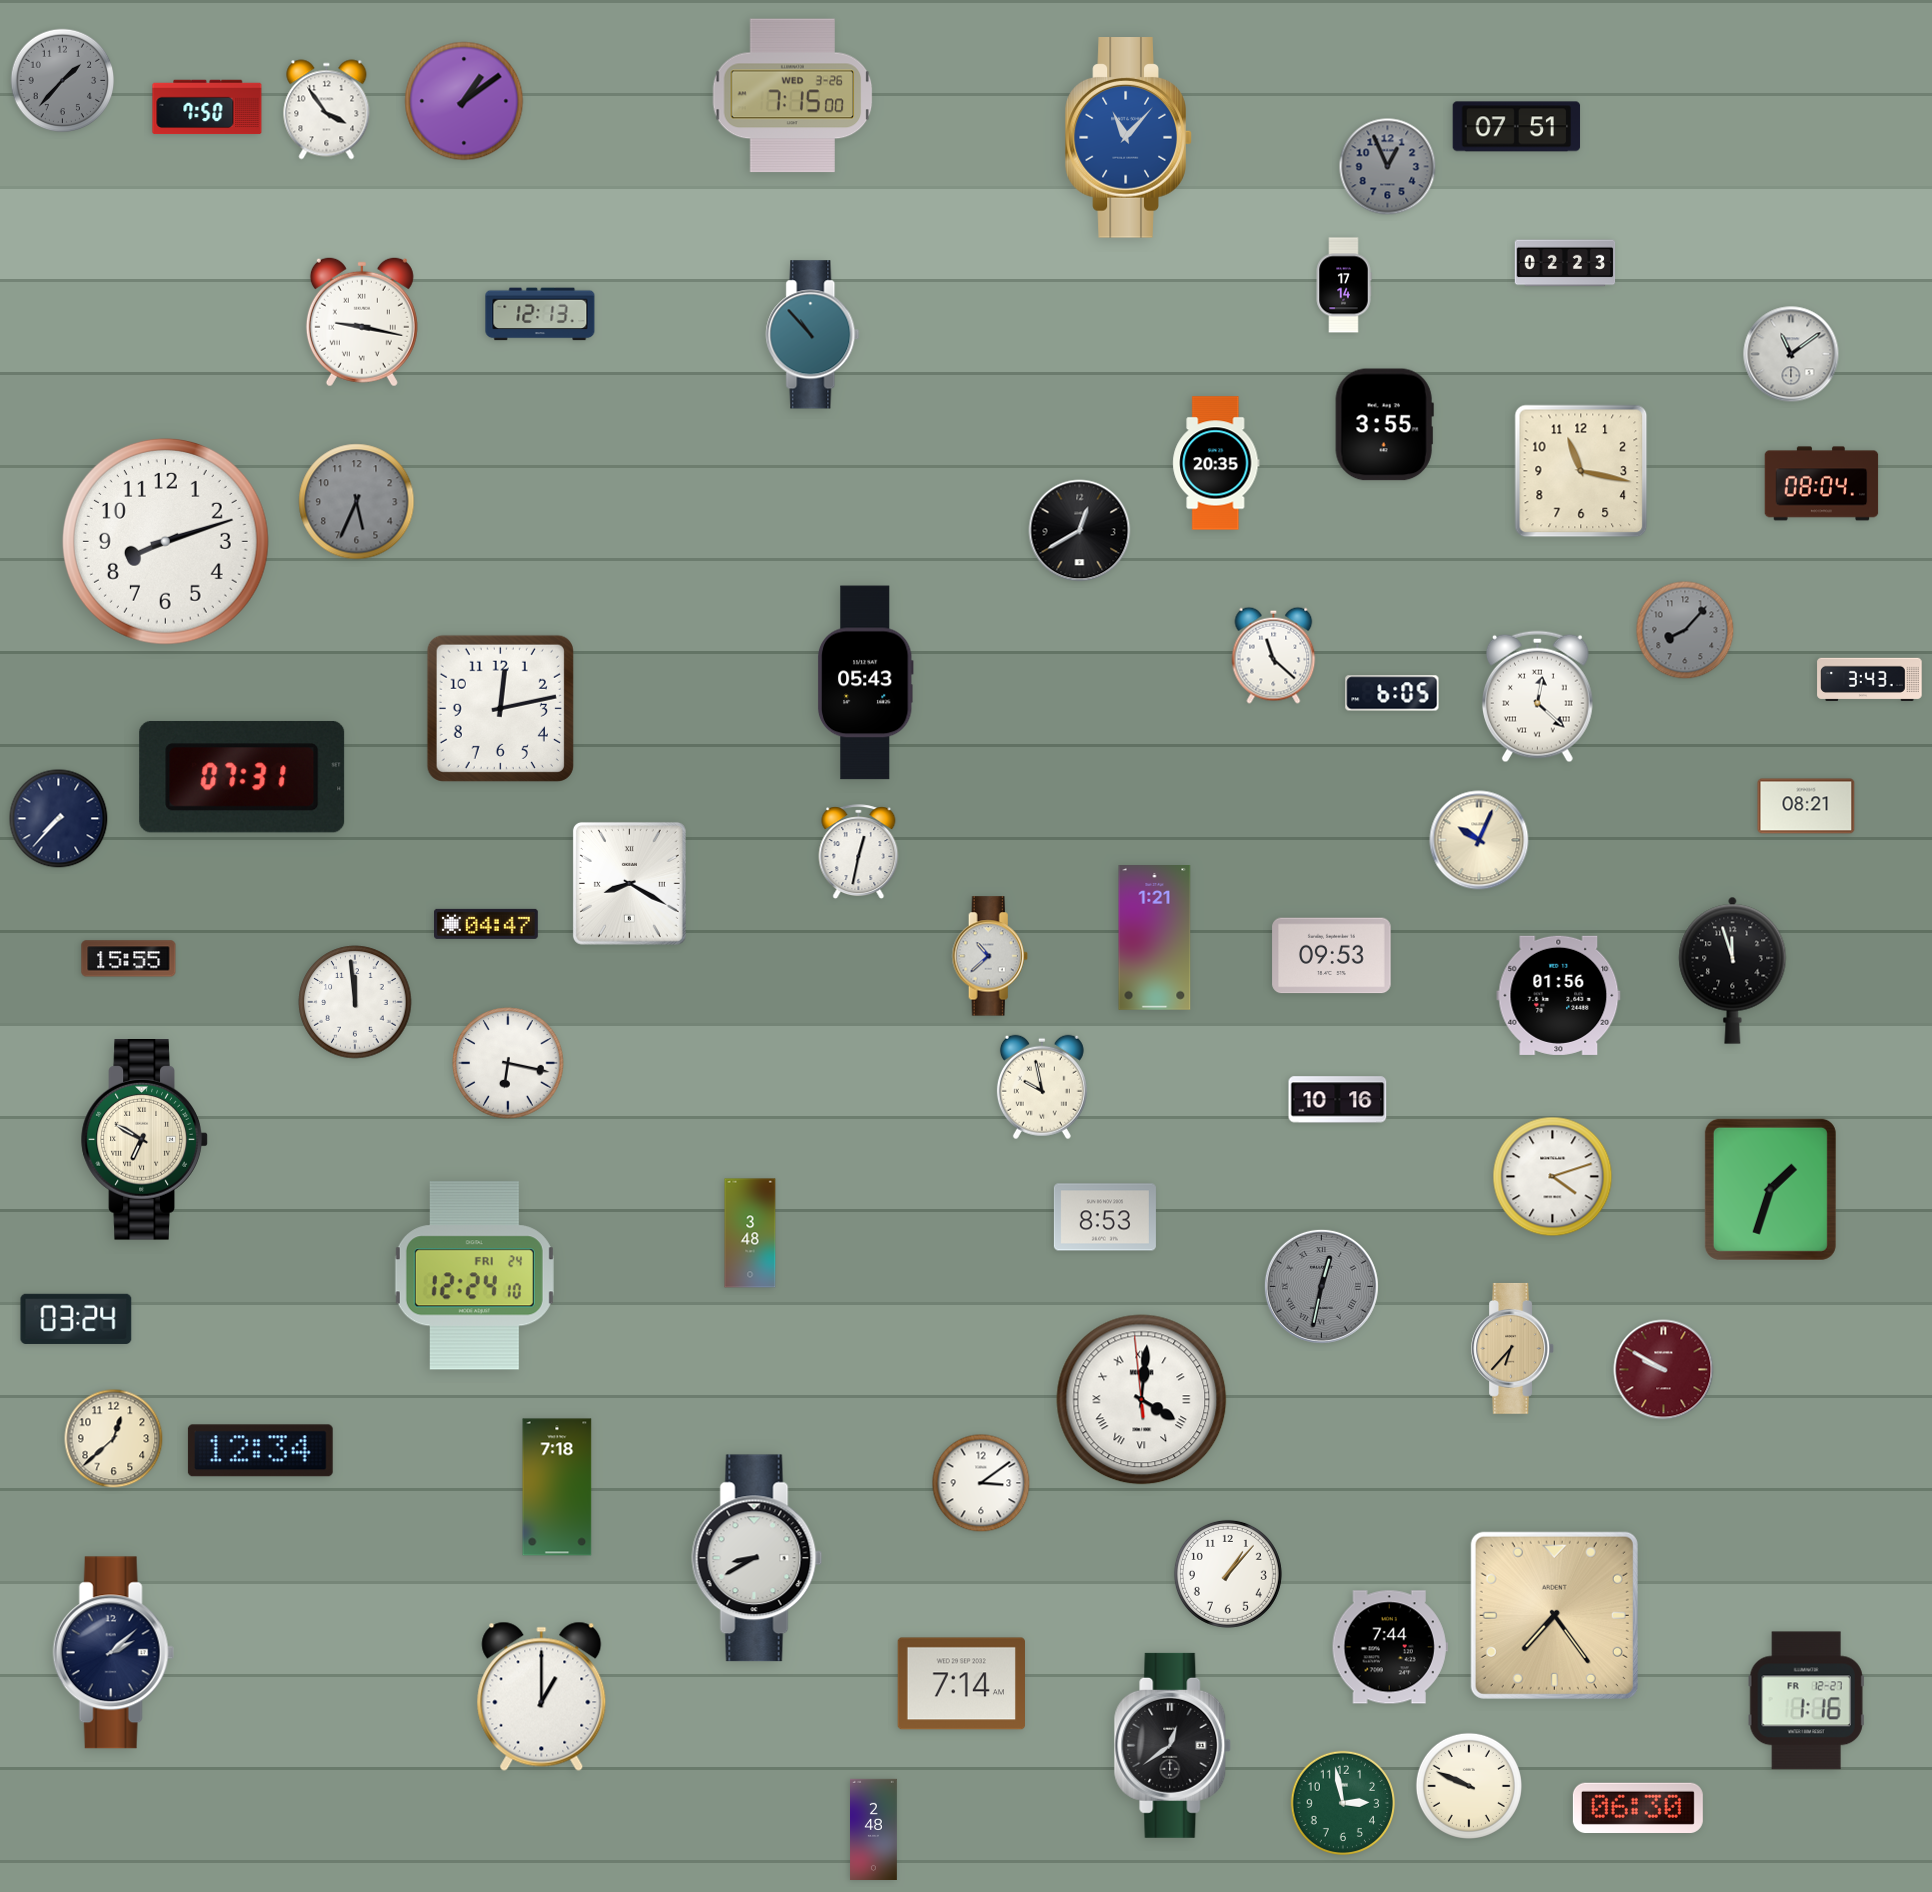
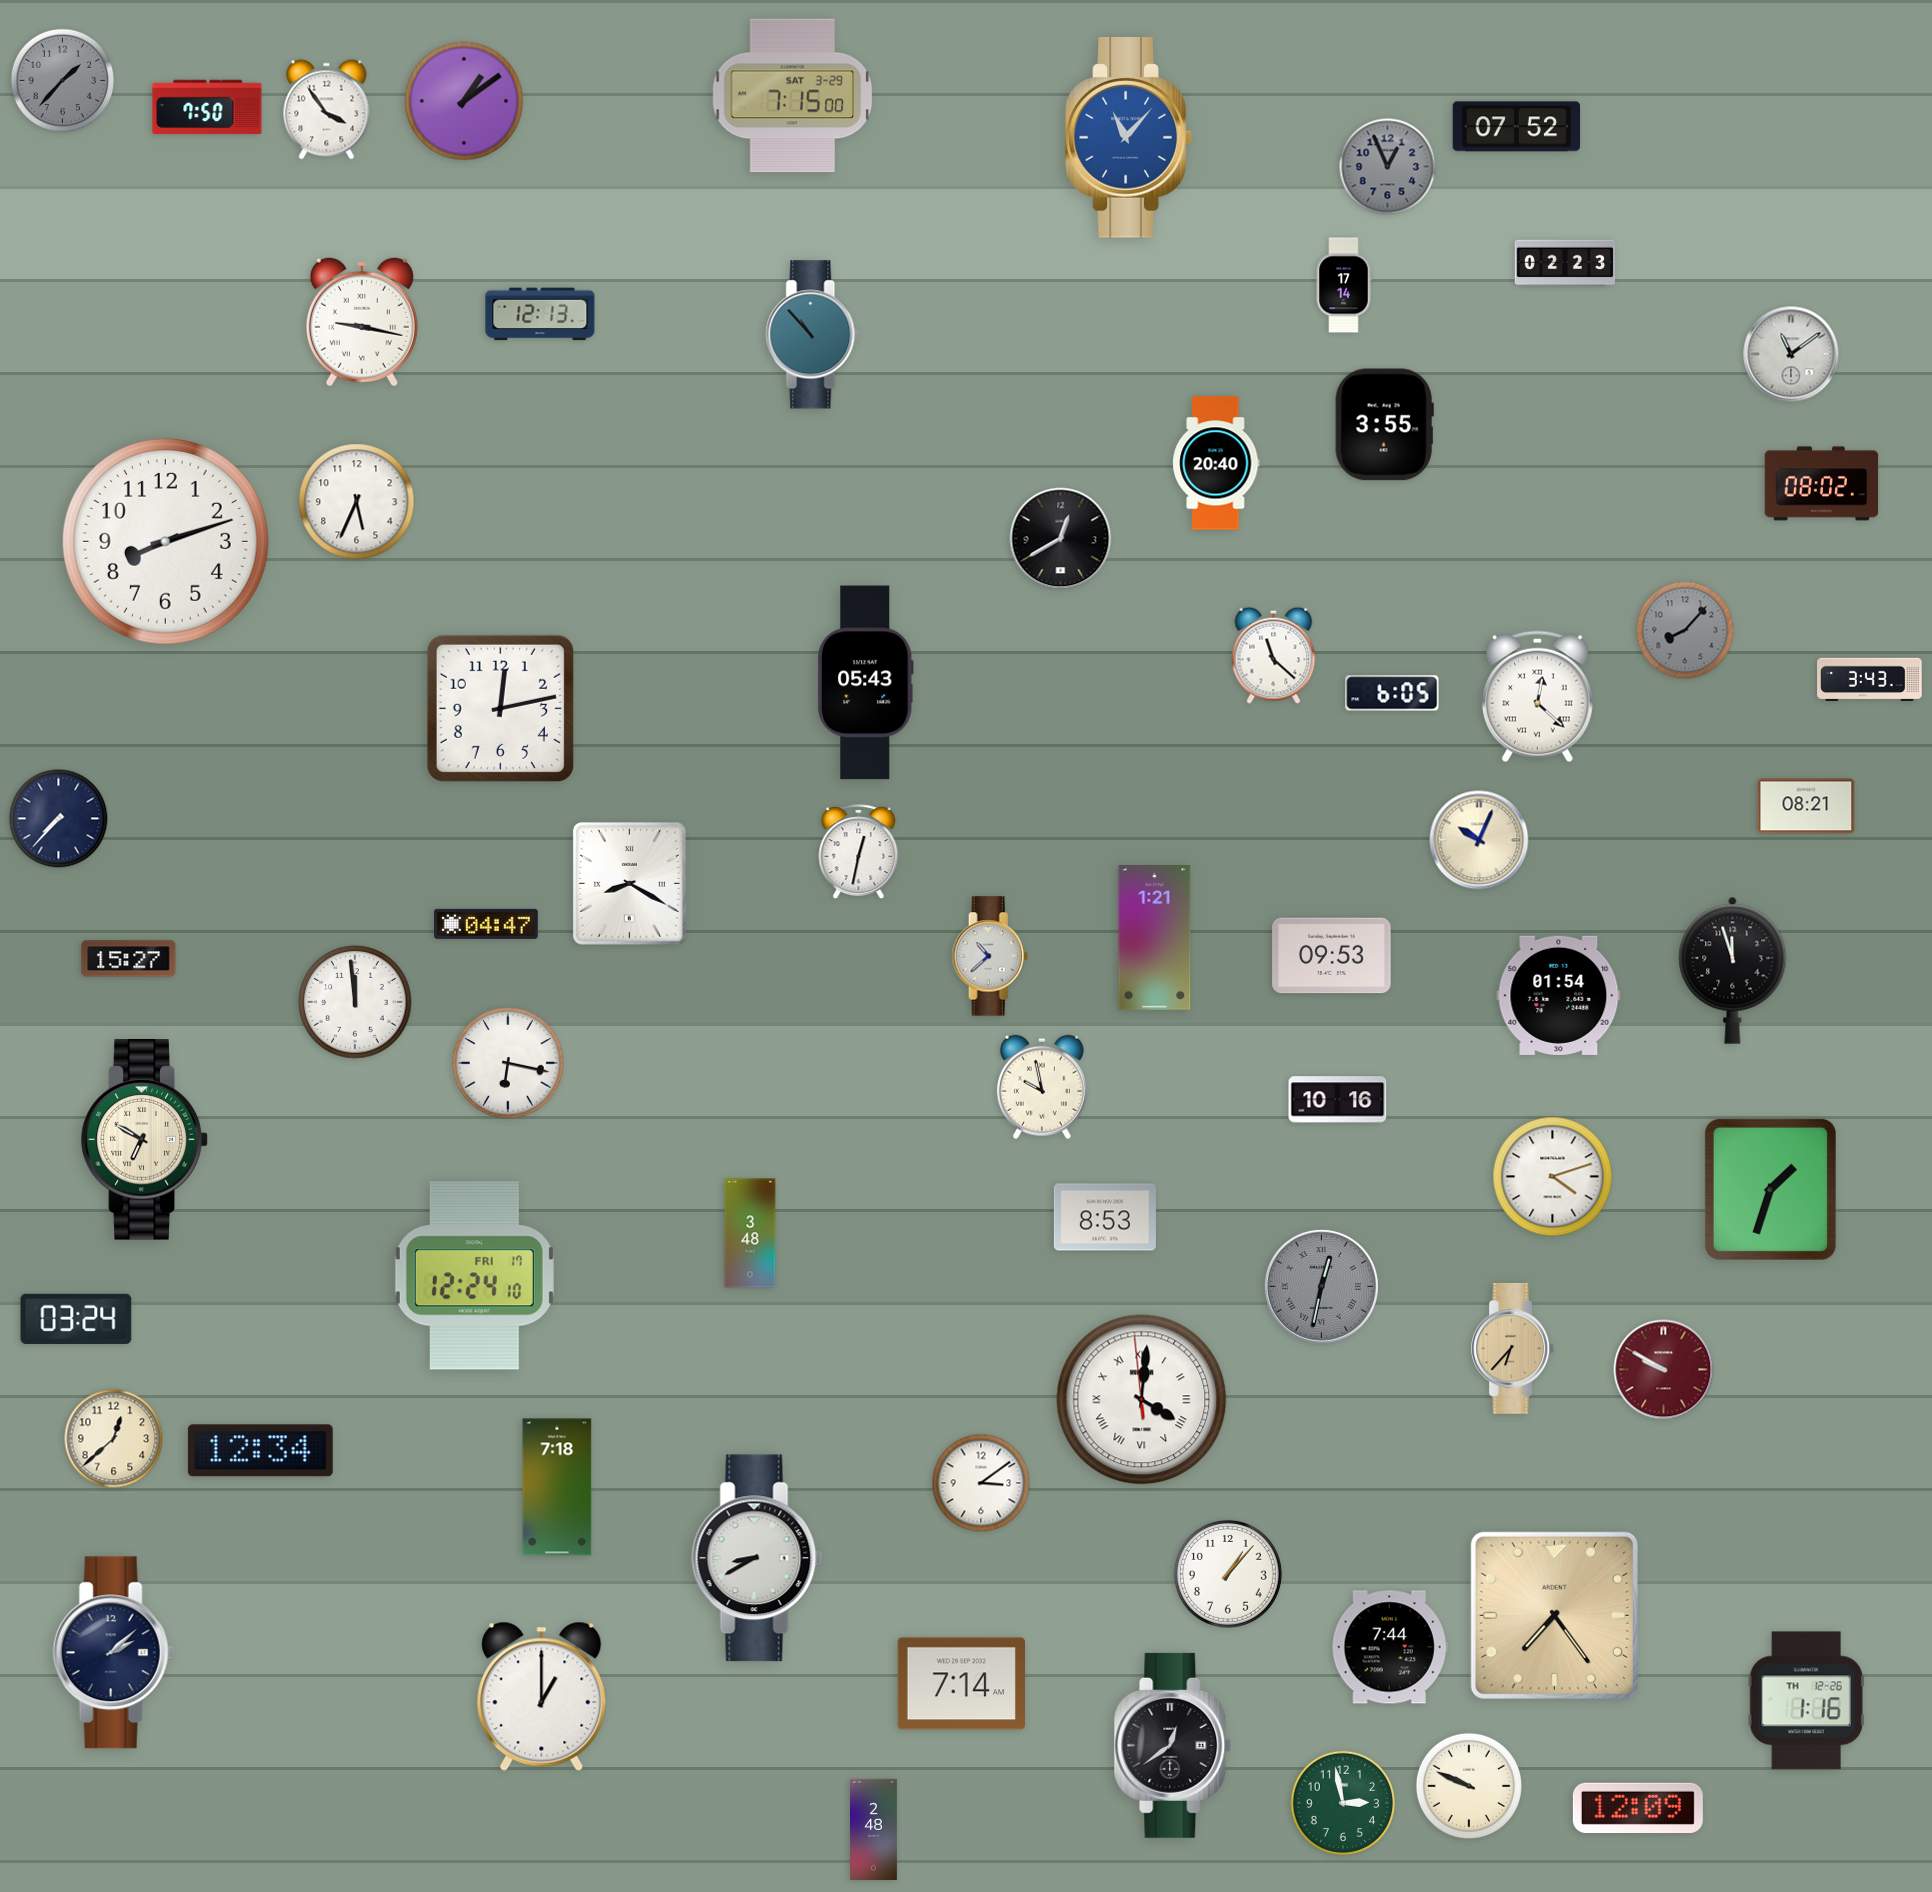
clock at (793, 96) date: WED 3-26 -> SAT 3-29
clock at (1517, 127): 07:51 -> 07:52
clock at (1216, 463): 20:35 -> 20:40
clock at (1581, 471): 11:17 -> none
clock at (1822, 484): 08:04 -> 08:02
clock at (357, 502) dial: grey -> white
clock at (1080, 531) position: (1080, 531) -> (1061, 539)
clock at (242, 777): 07:31 -> none
clock at (129, 959): 15:55 -> 15:27
clock at (1559, 995): 01:56 -> 01:54
clock at (474, 1276) date: FRI 24 -> FRI 17
clock at (1806, 1701) date: FR 12-27 -> TH 12-26
clock at (1638, 1807): 06:30 -> 12:09
